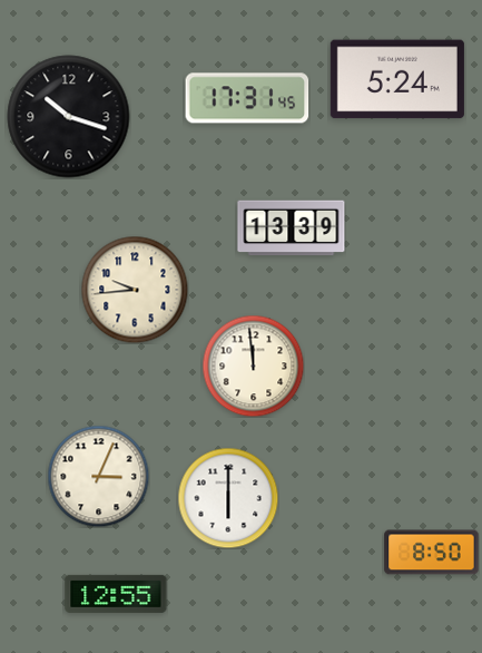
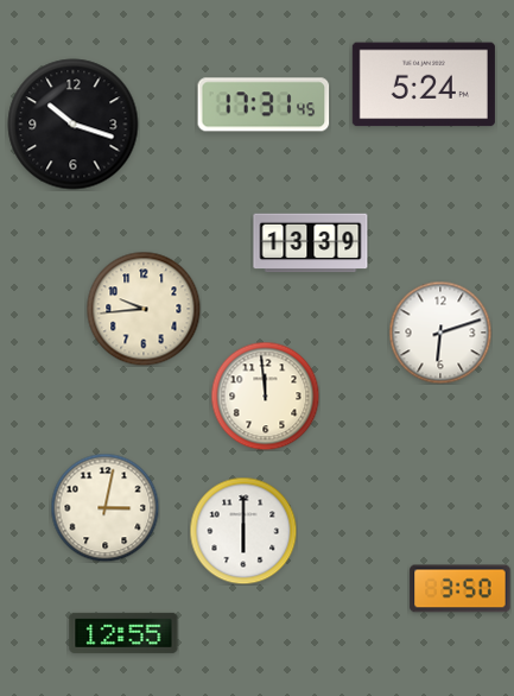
clock at (440, 333): none -> 6:12
clock at (253, 366) position: (253, 366) -> (265, 396)
clock at (98, 476): 3:04 -> 3:02
clock at (432, 553): 8:50 -> 3:50
